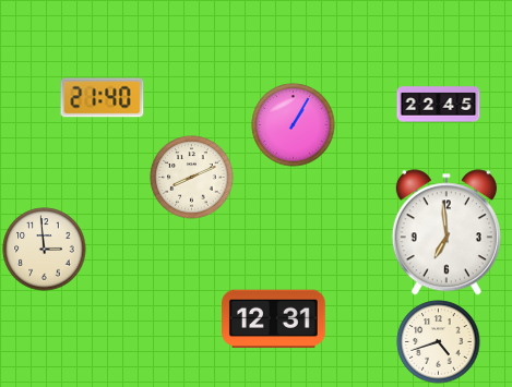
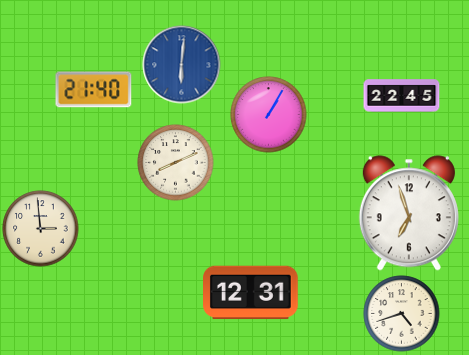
clock at (182, 65): none -> 6:01
clock at (446, 232): 6:59 -> 6:57
